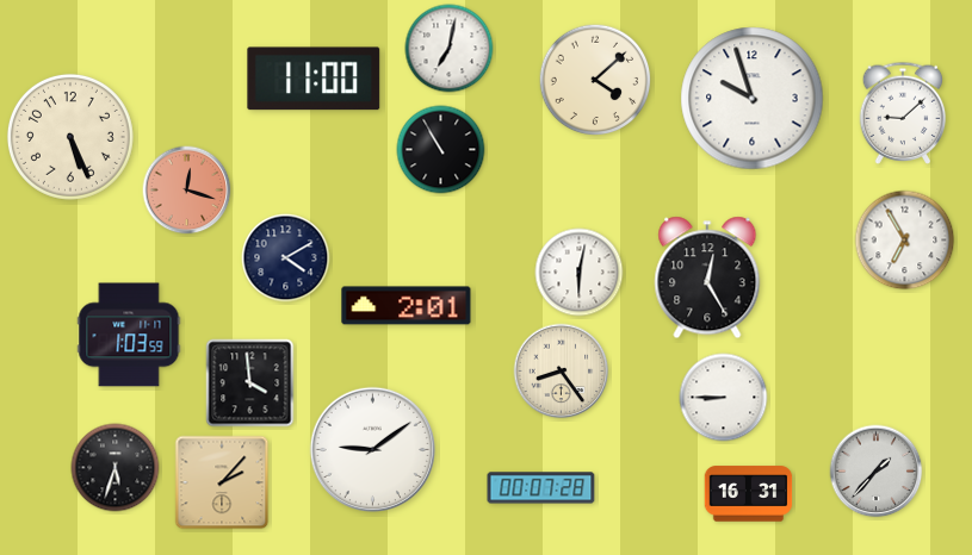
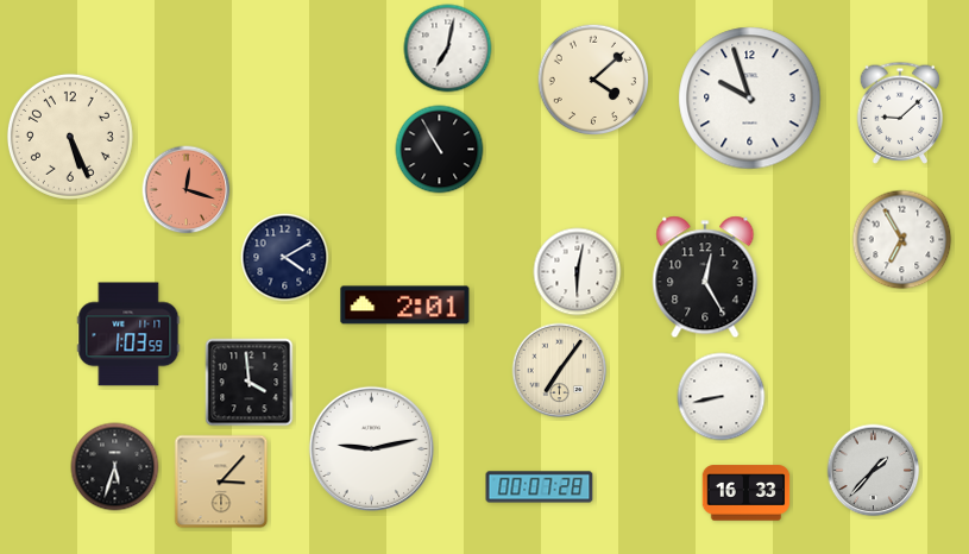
clock at (314, 79): 11:00 -> none
clock at (562, 372): 8:24 -> 7:06
clock at (724, 398): 8:45 -> 8:43
clock at (373, 450): 9:09 -> 9:13
clock at (222, 482): 2:07 -> 3:07
clock at (749, 494): 16:31 -> 16:33
